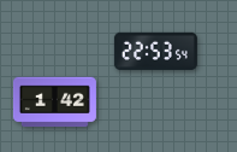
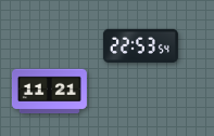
clock at (54, 103): 1:42 -> 11:21
